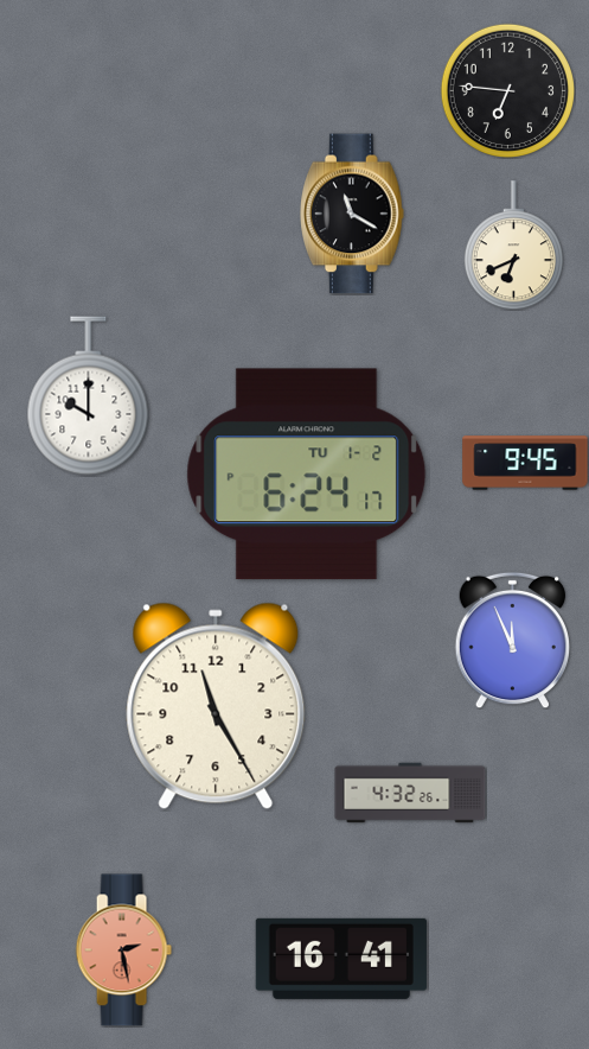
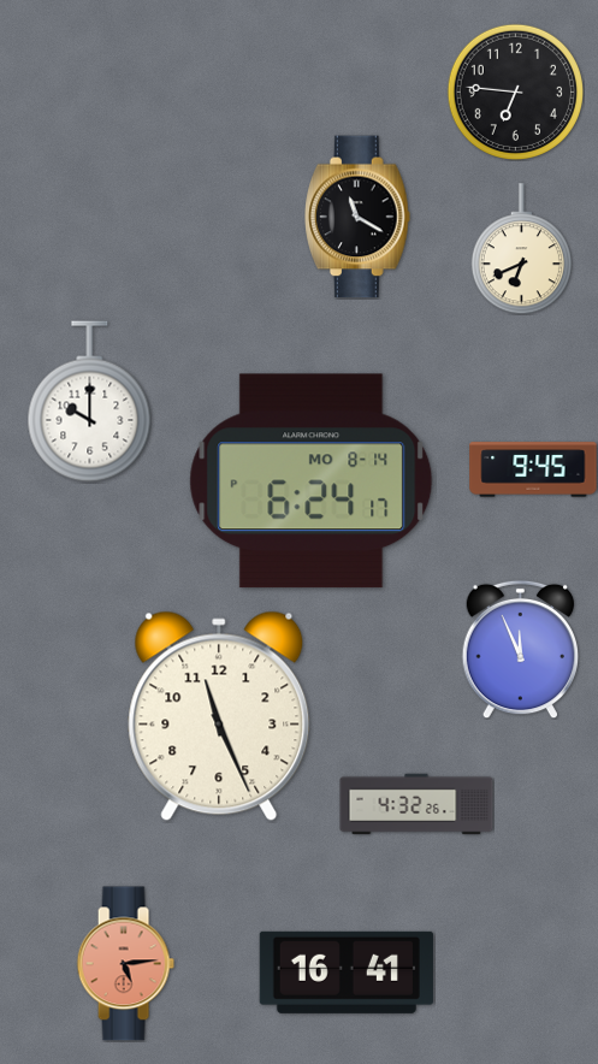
clock at (307, 475) date: TU 1-2 -> MO 8-14
clock at (216, 706): 11:25 -> 11:26
clock at (123, 951): 2:28 -> 5:14
